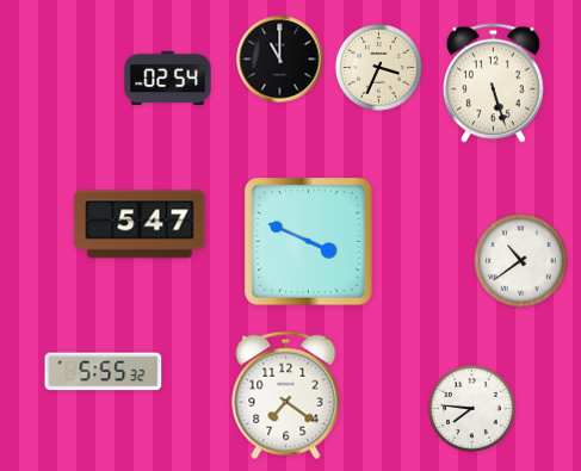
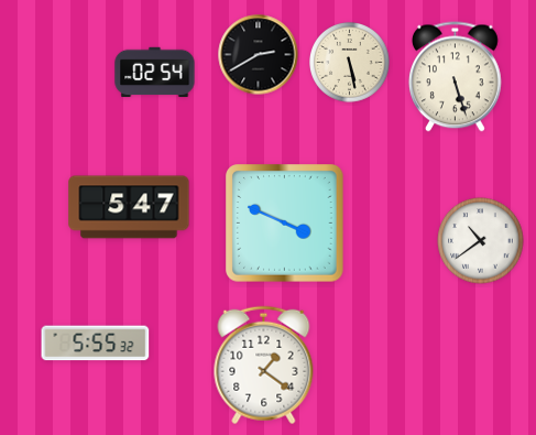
clock at (280, 60): 11:00 -> 2:40
clock at (379, 68): 3:34 -> 5:28
clock at (286, 396): 7:21 -> 1:21
clock at (472, 409): 7:46 -> none
